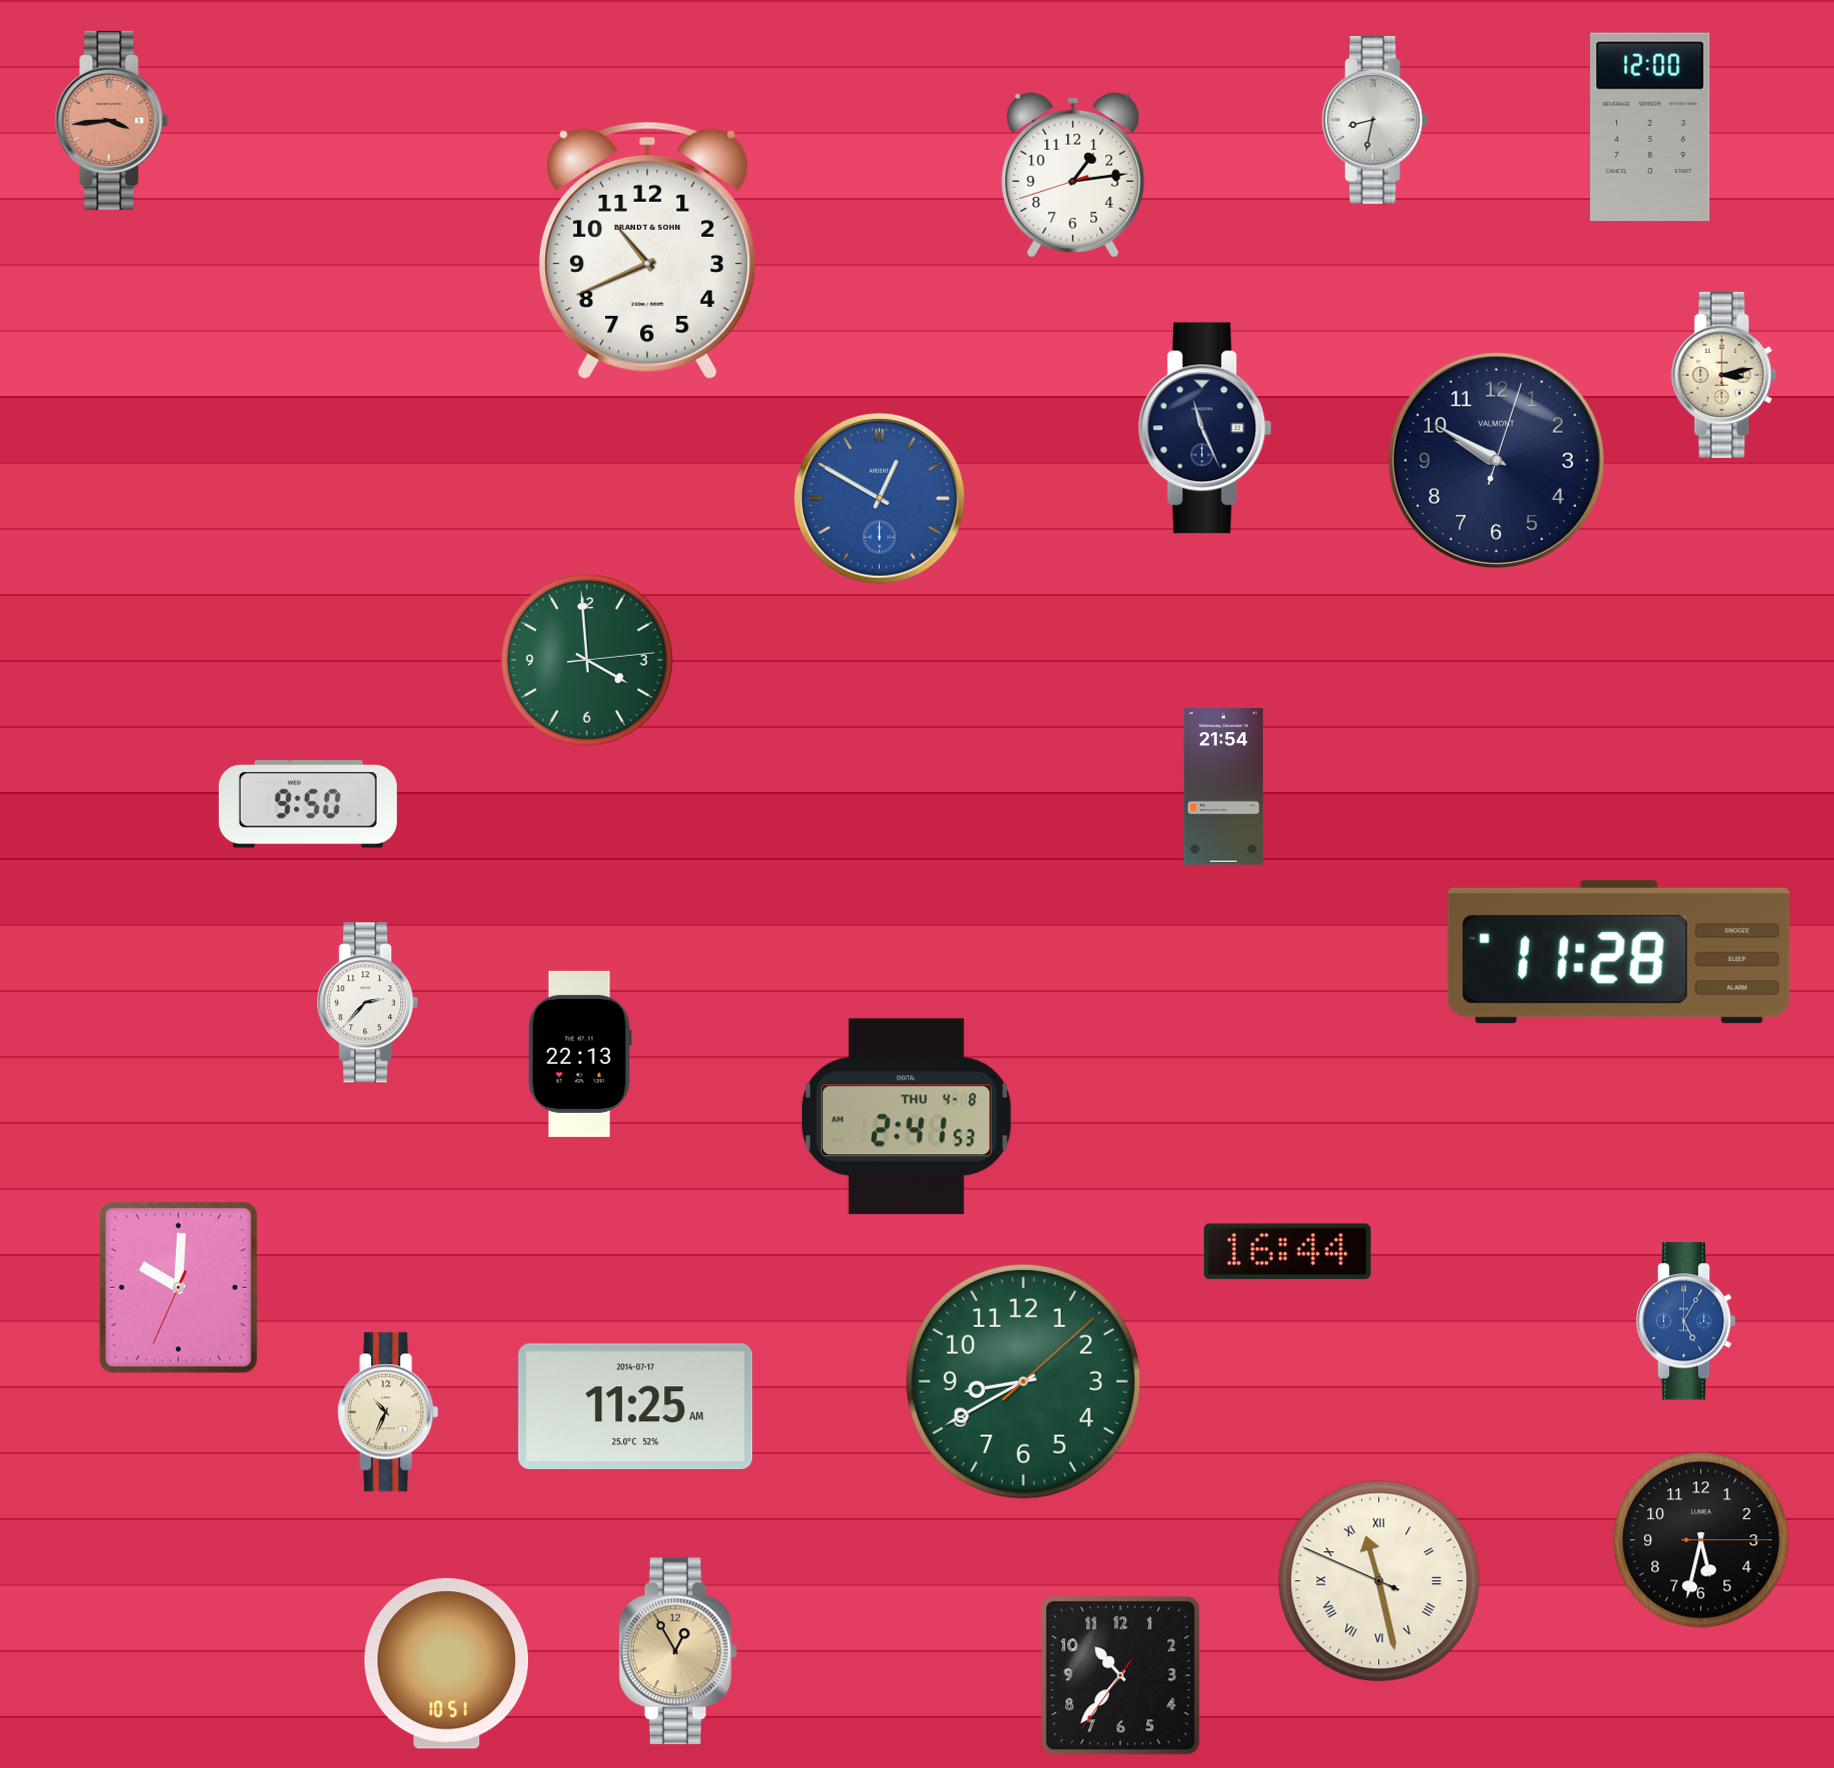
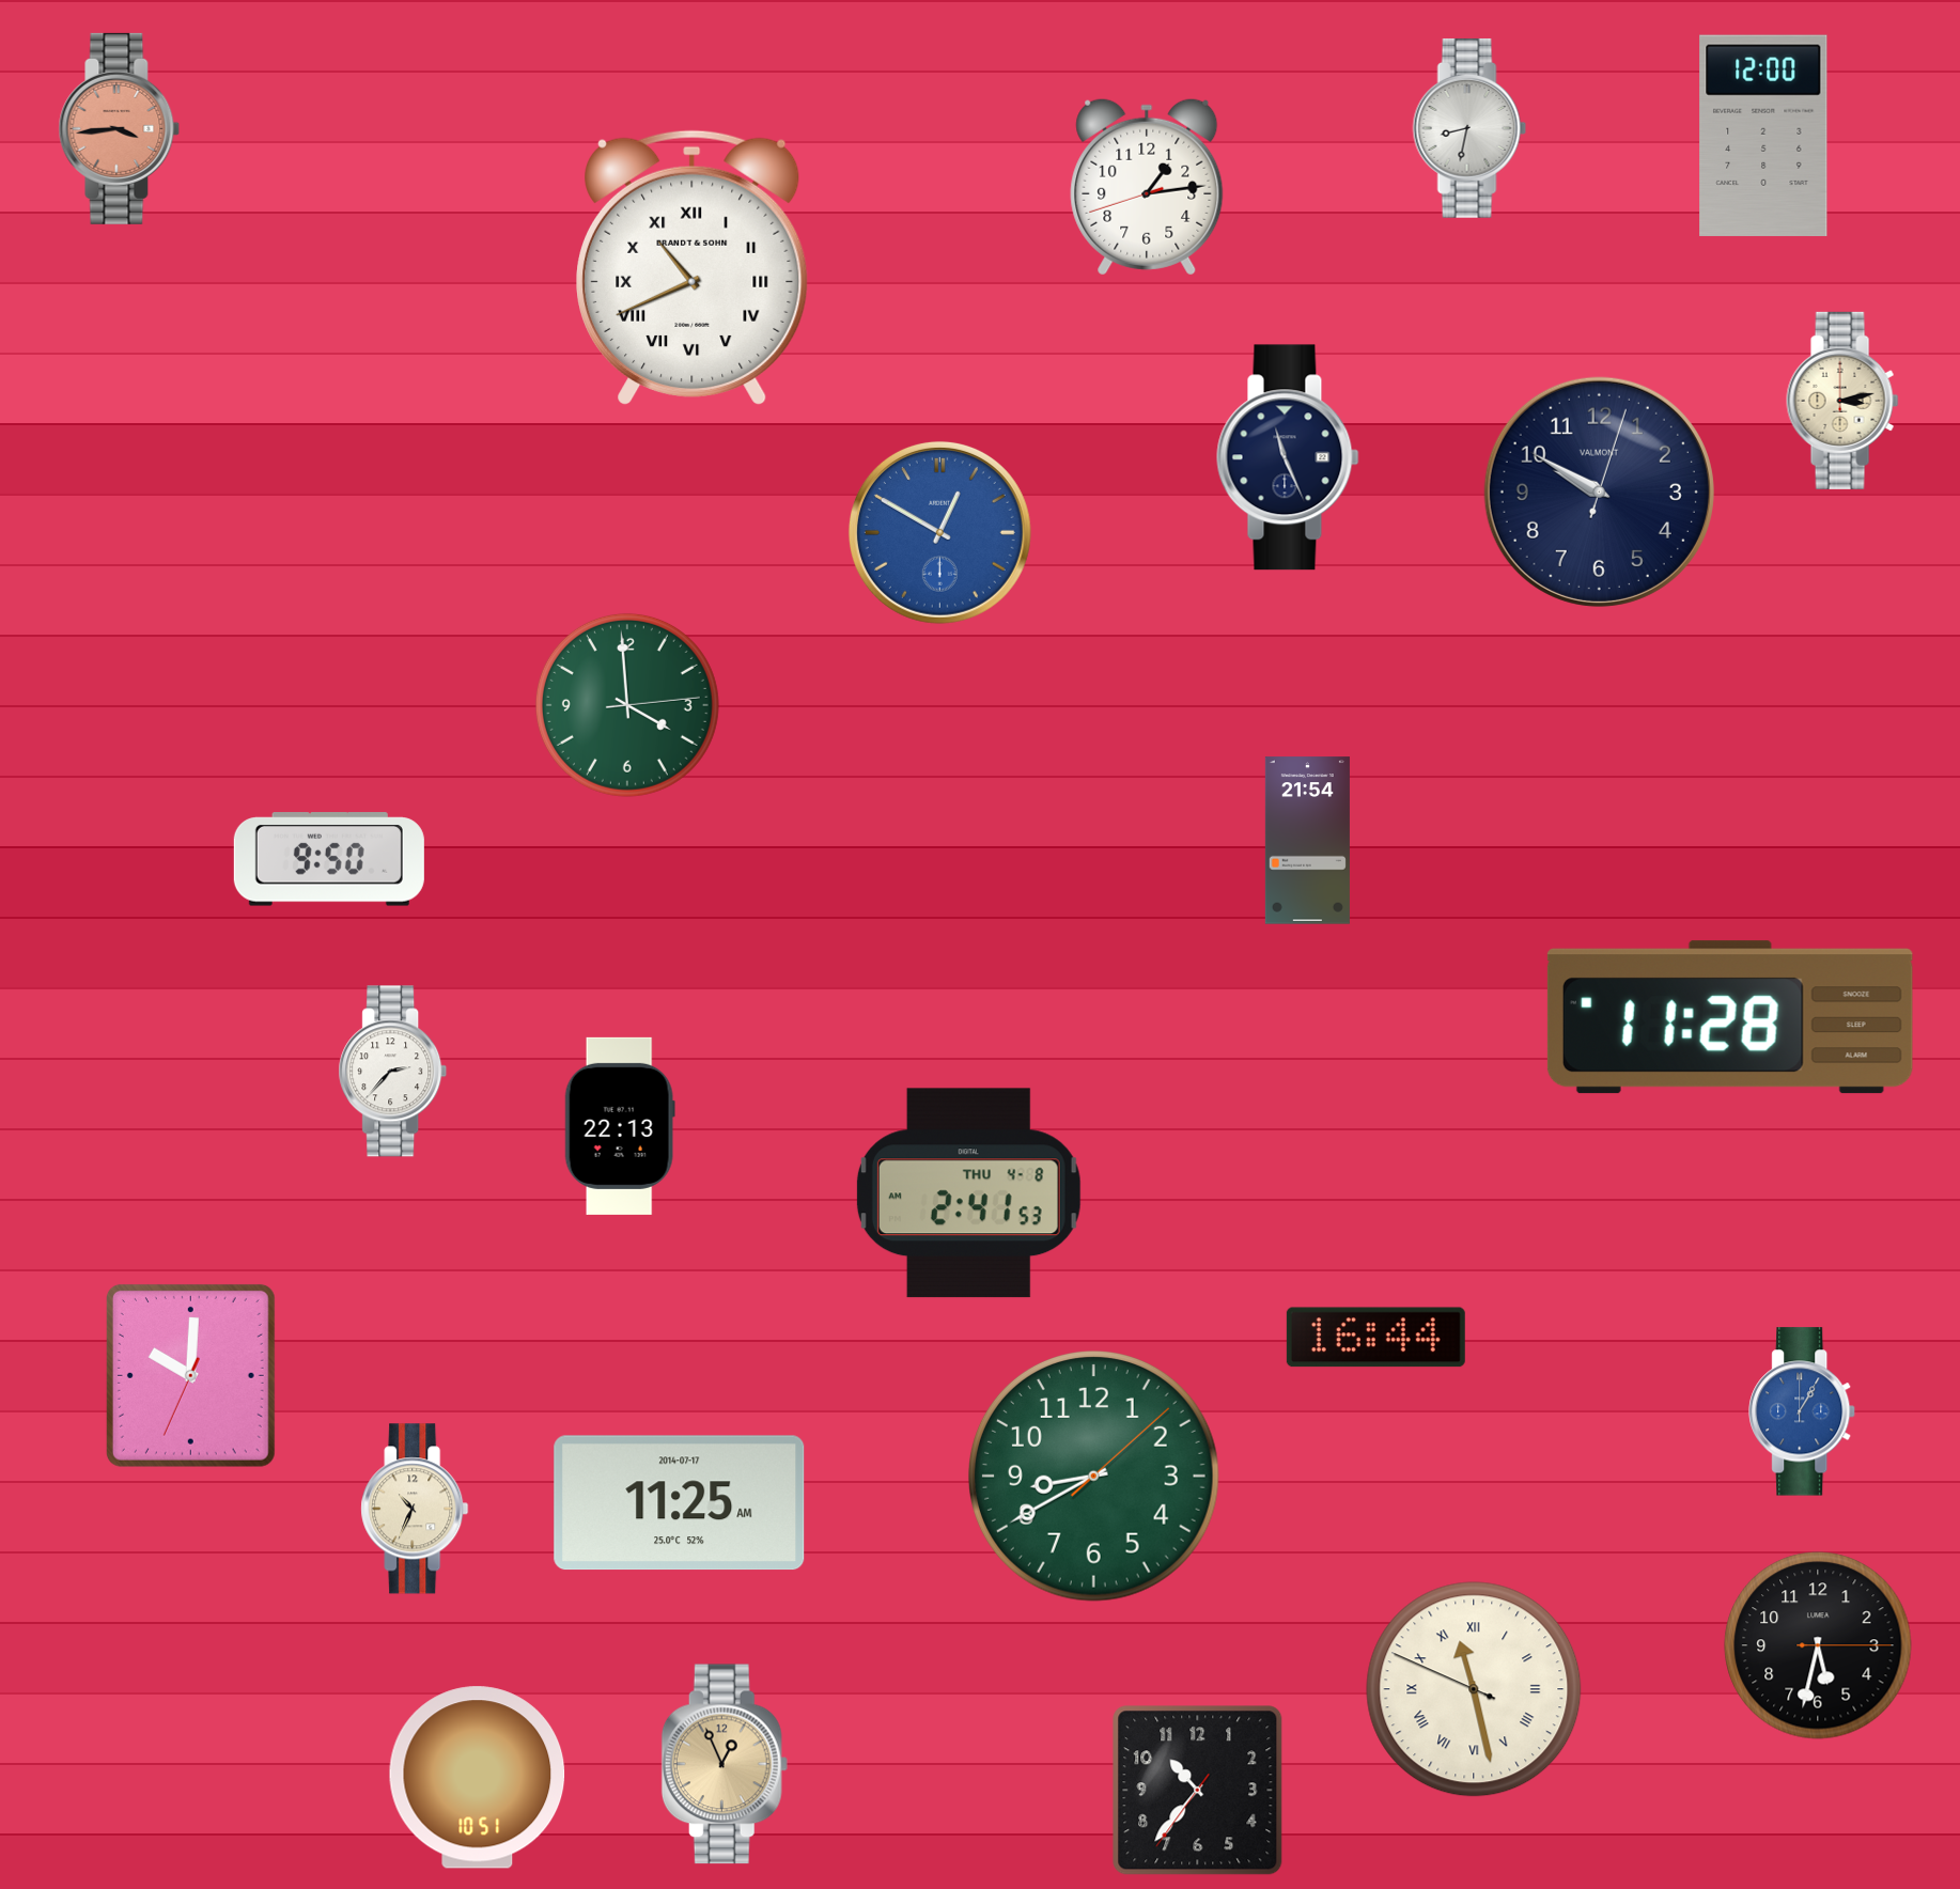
clock at (648, 250) numerals: Arabic -> Roman
clock at (1687, 1321): 5:05 -> 1:05
clock at (678, 1651): 12:55 -> 12:56
